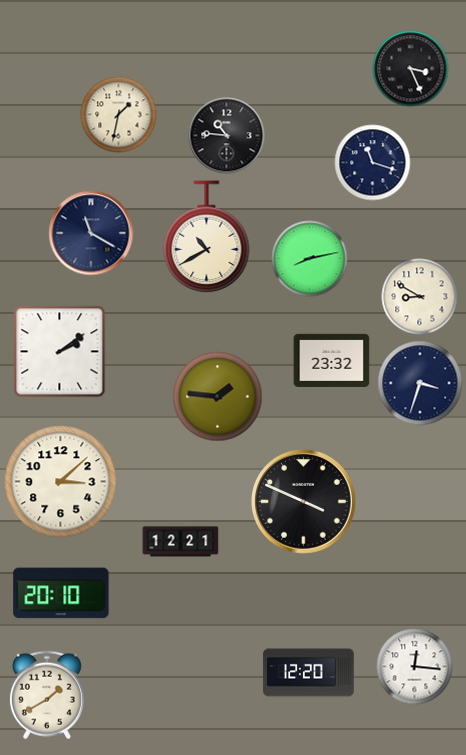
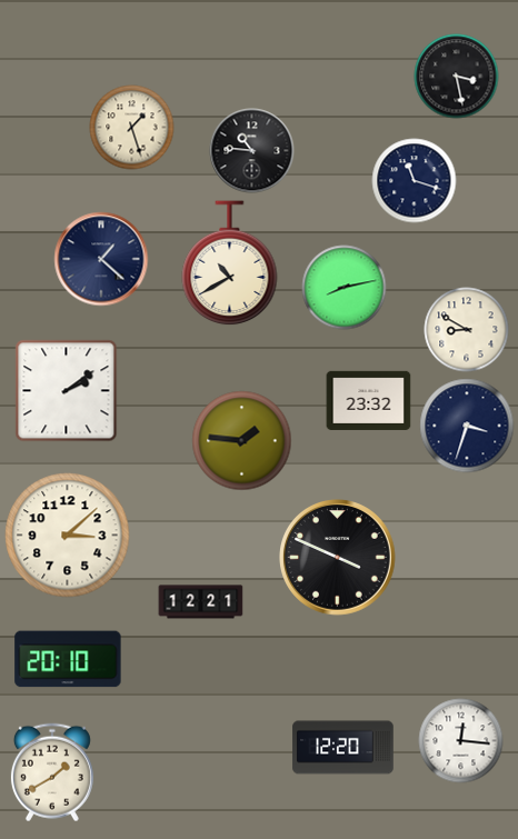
clock at (411, 69): 3:26 -> 3:28
clock at (119, 115): 1:32 -> 1:27
clock at (91, 233): 11:20 -> 1:22
